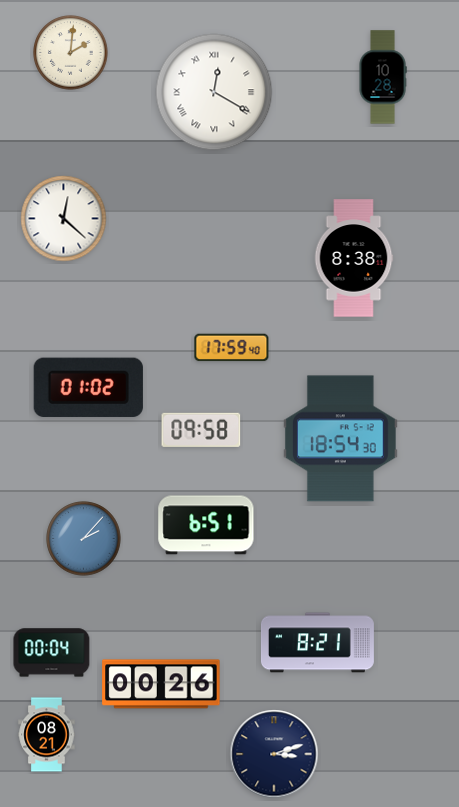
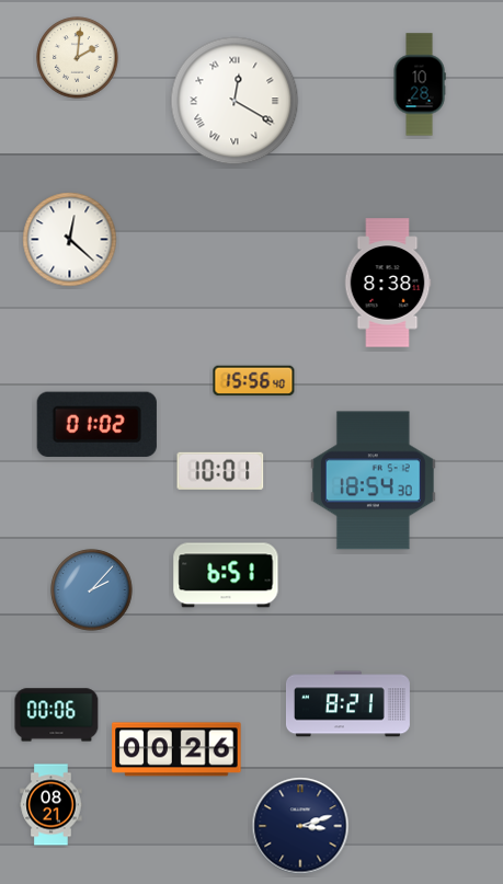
clock at (232, 348): 17:59 -> 15:56
clock at (201, 430): 09:58 -> 10:01
clock at (52, 653): 00:04 -> 00:06
